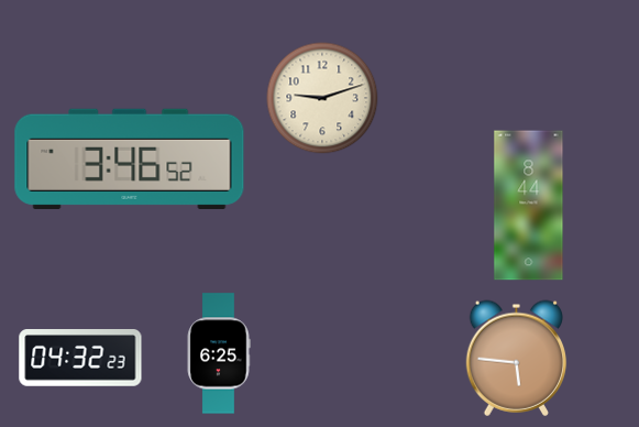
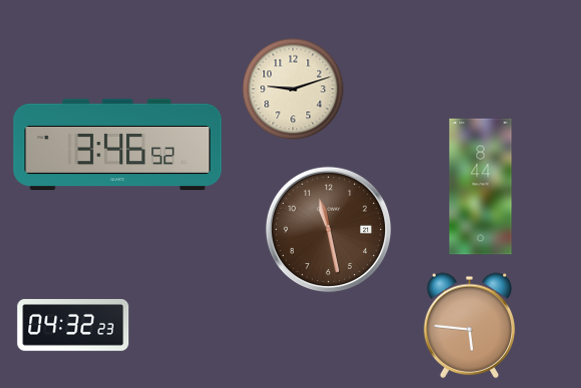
clock at (329, 230): none -> 11:28
clock at (219, 353): 6:25 -> none
